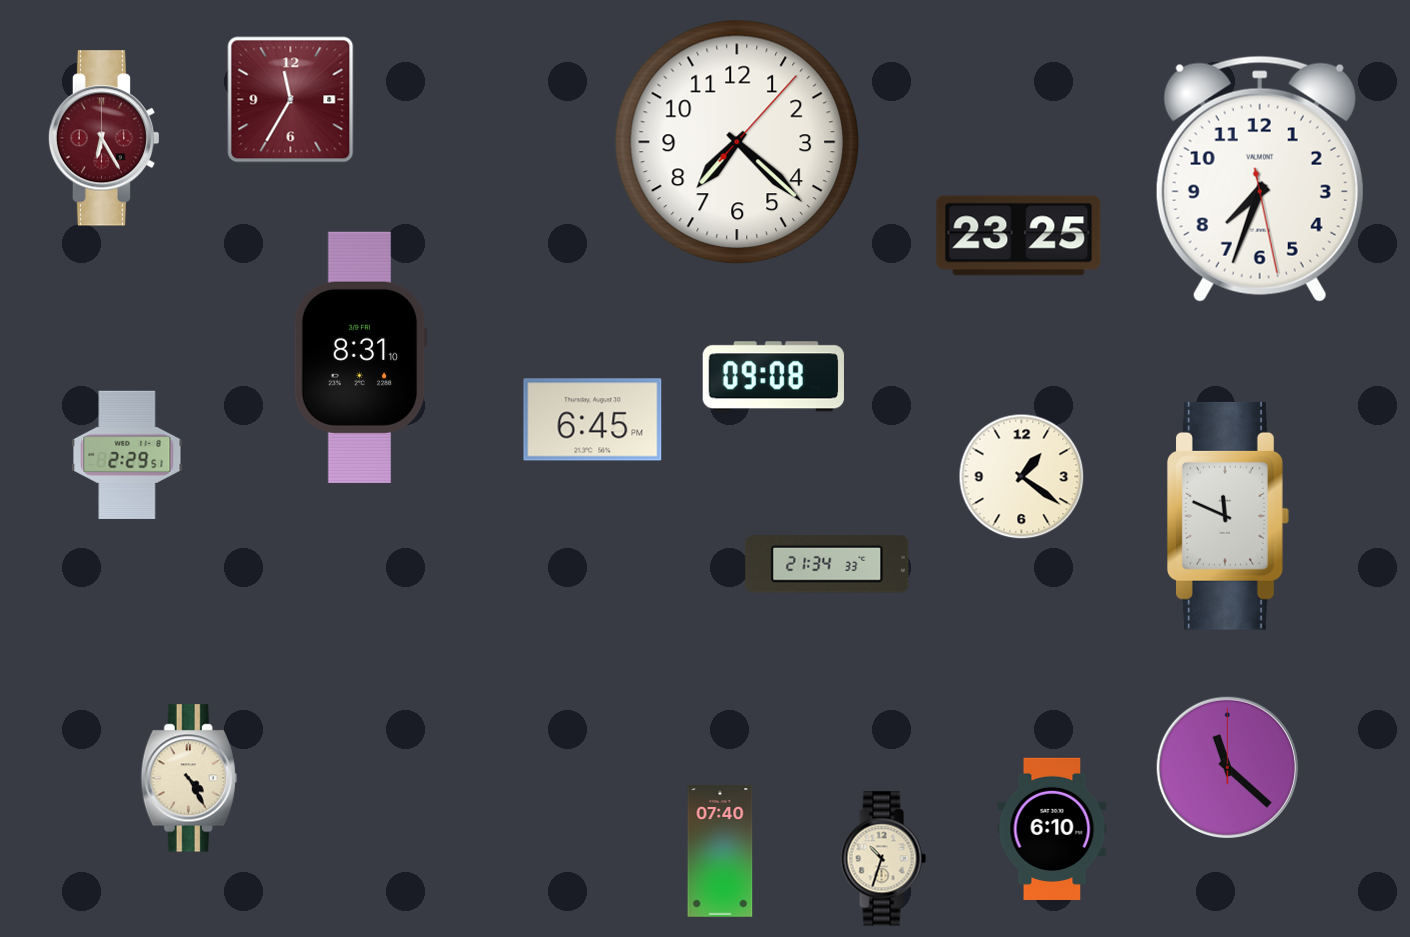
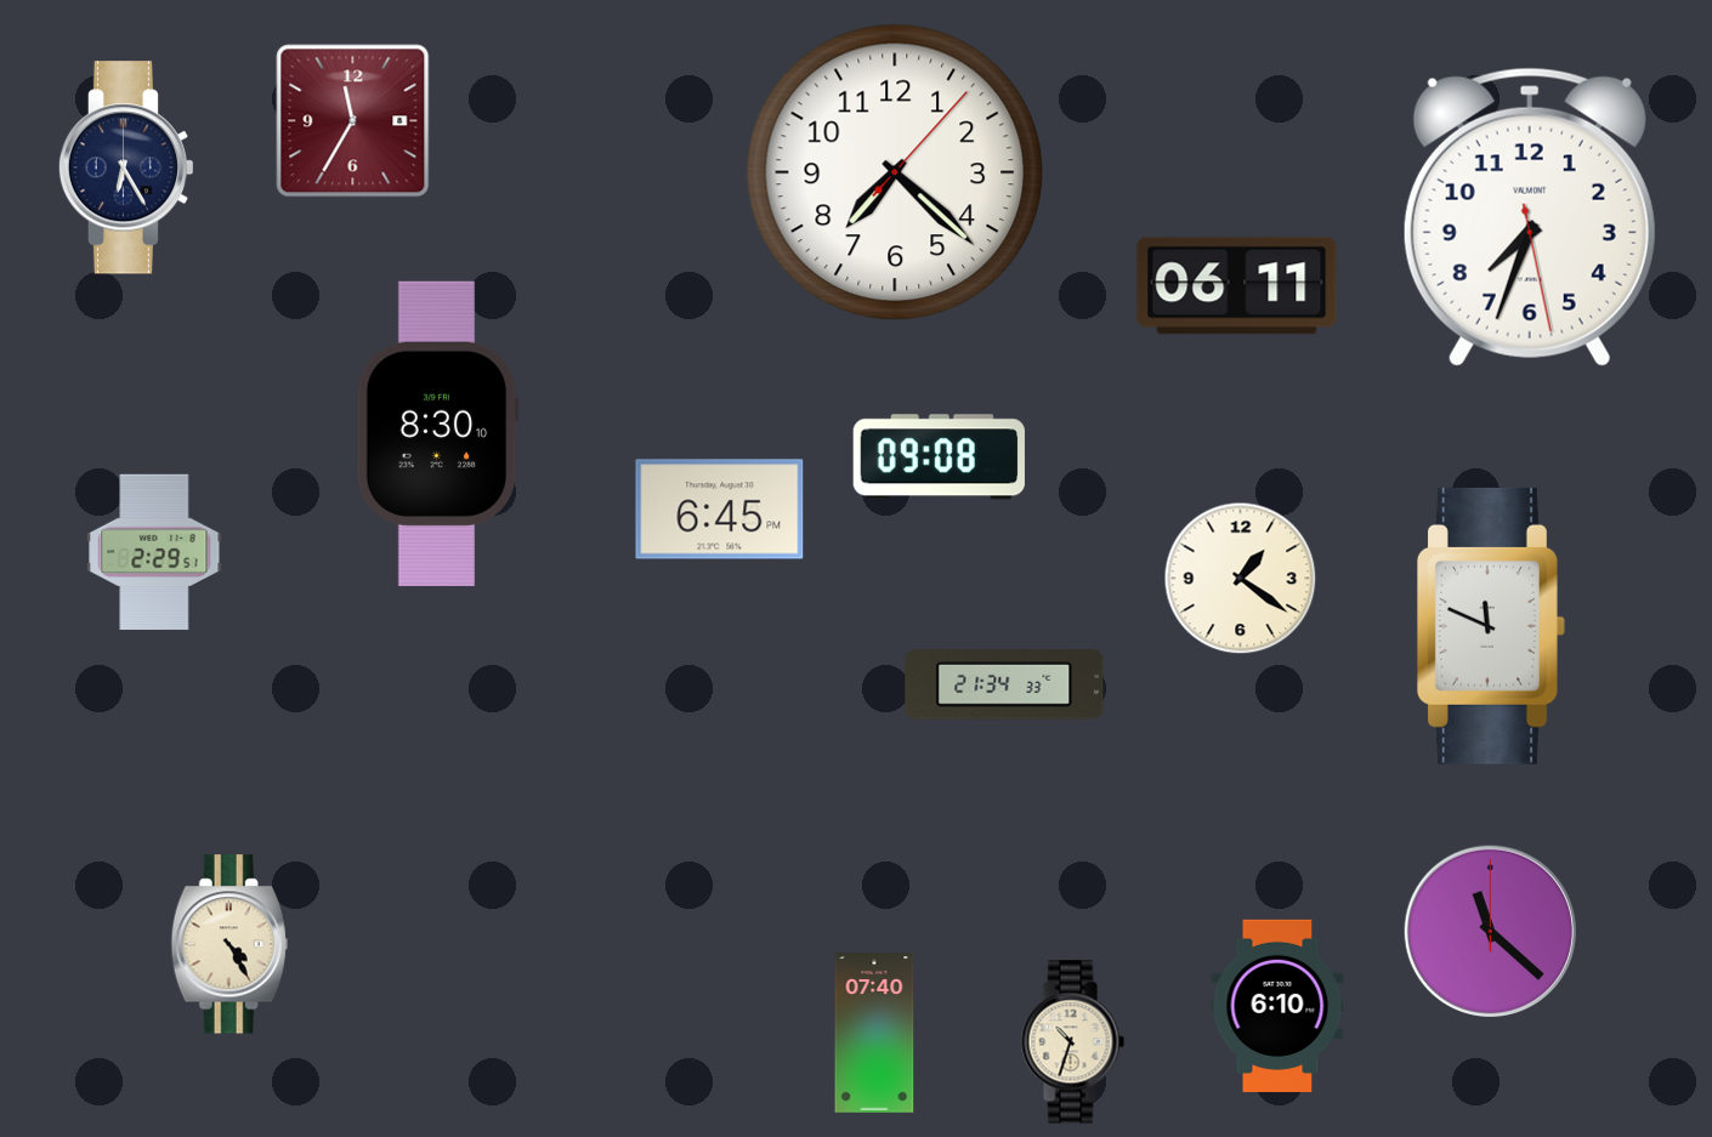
clock at (104, 138) dial: burgundy -> navy
clock at (1019, 236): 23:25 -> 06:11
clock at (360, 357): 8:31 -> 8:30
